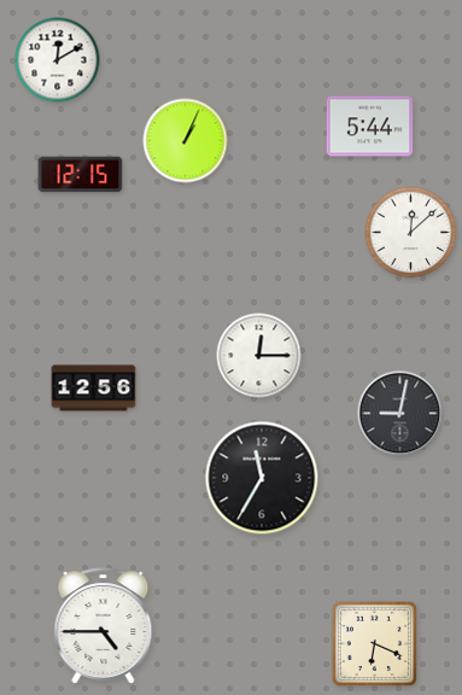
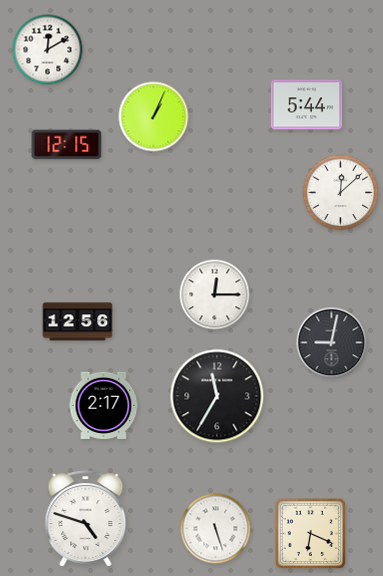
clock at (104, 405): none -> 2:17
clock at (104, 626): 4:45 -> 4:48
clock at (216, 529): none -> 5:27
